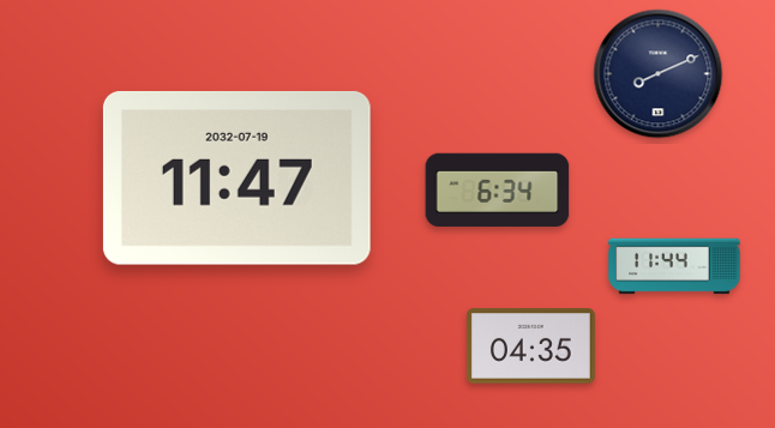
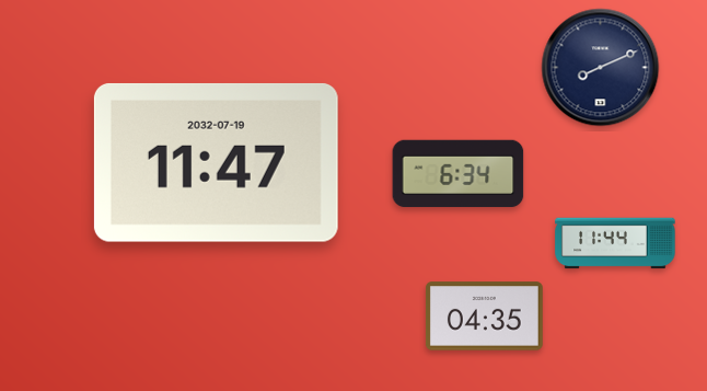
clock at (498, 191) position: (498, 191) -> (459, 174)
